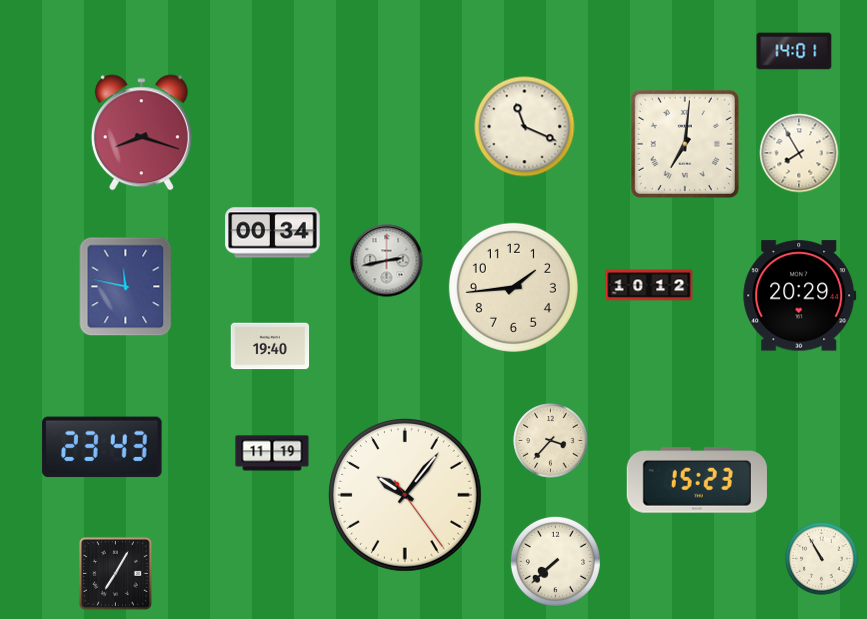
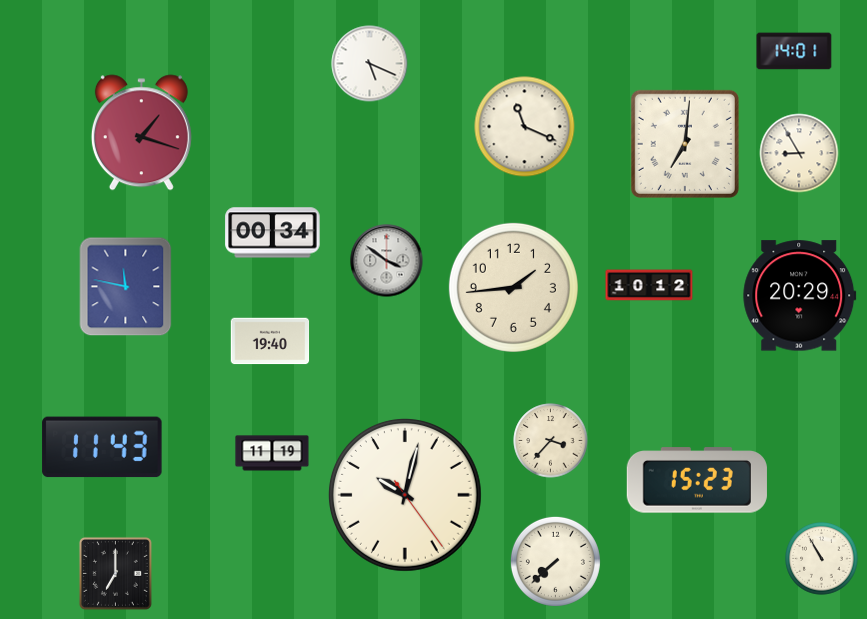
clock at (370, 64): none -> 5:19
clock at (141, 133): 8:18 -> 1:18
clock at (799, 153): 7:55 -> 8:55
clock at (387, 261): 2:43 -> 3:51
clock at (270, 346) position: (270, 346) -> (270, 341)
clock at (102, 447): 23:43 -> 11:43
clock at (405, 495): 10:06 -> 10:02
clock at (115, 573): 7:05 -> 7:00
